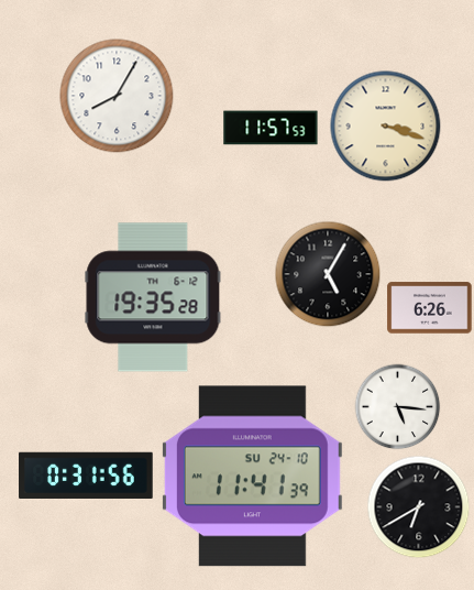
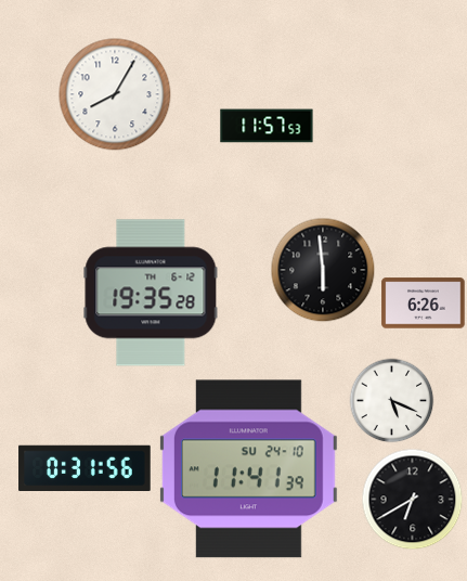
clock at (386, 127): 3:18 -> none
clock at (328, 274): 5:05 -> 5:59
clock at (397, 406): 5:16 -> 5:19
